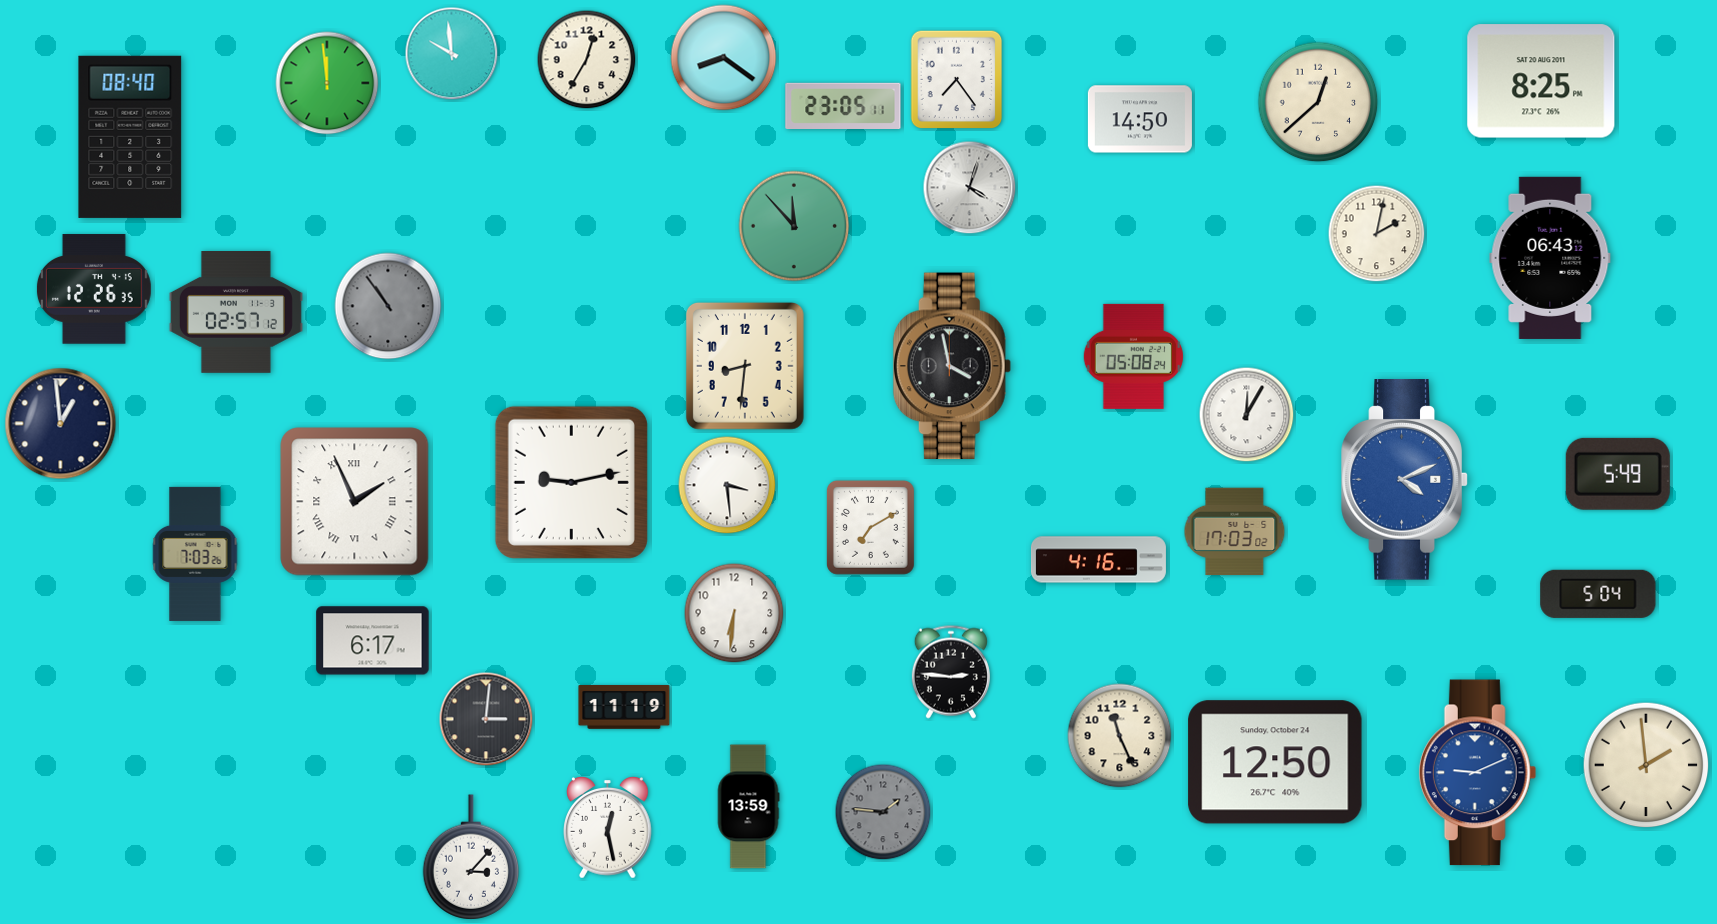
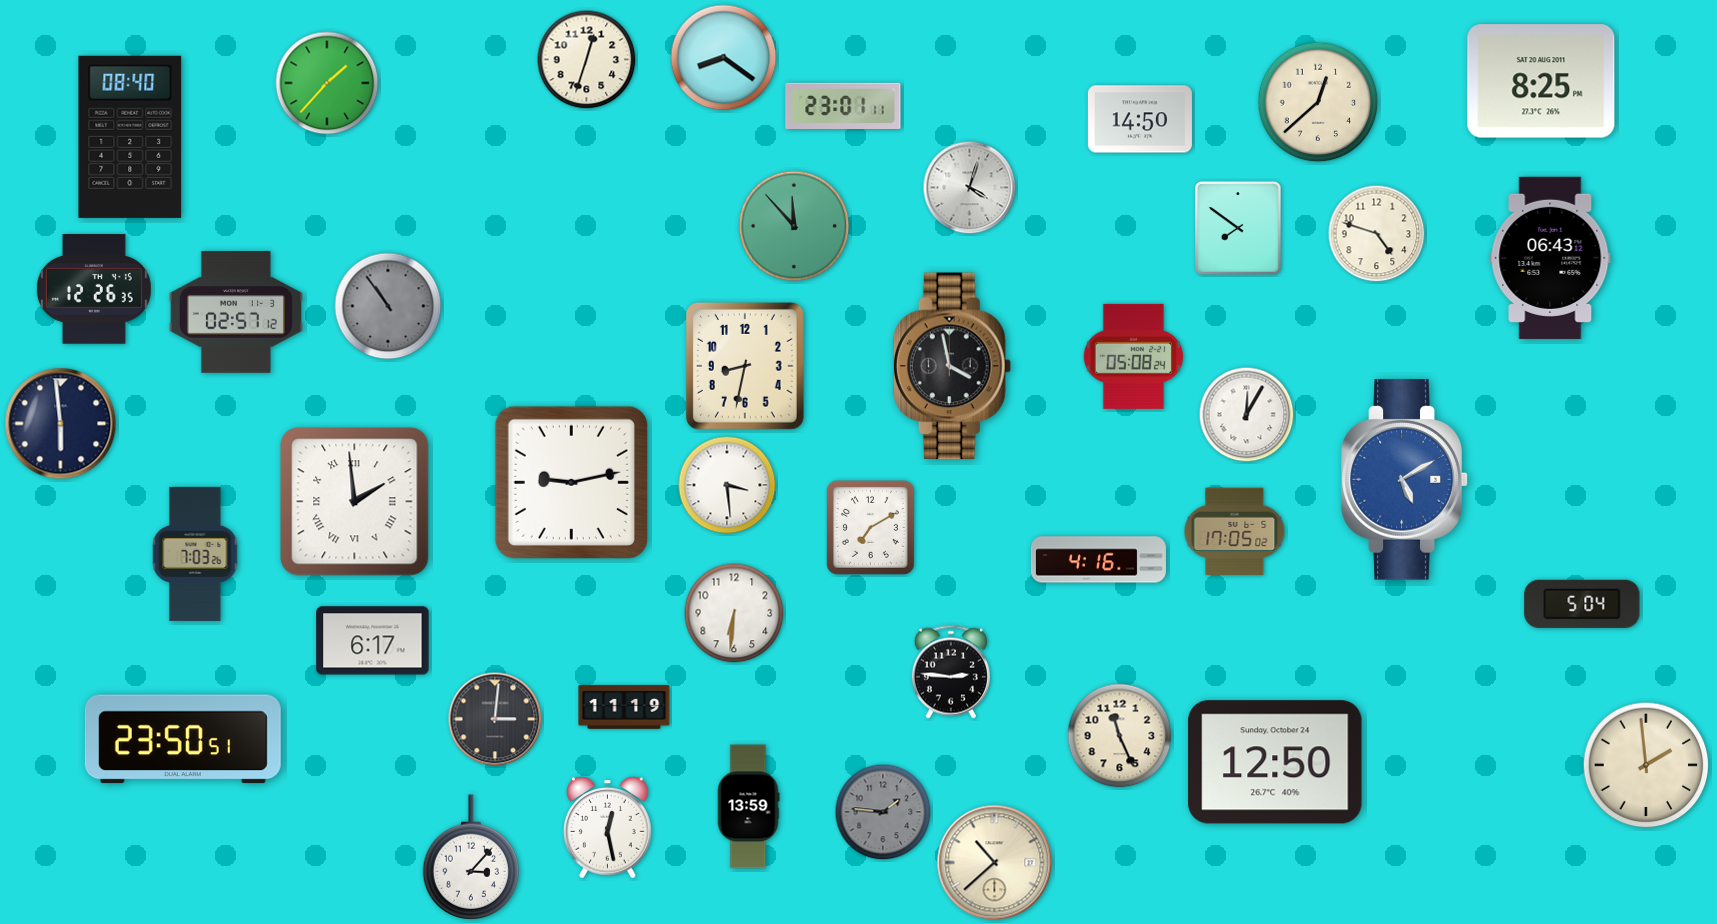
clock at (452, 54): 9:59 -> none
clock at (587, 60): 12:35 -> 12:33
clock at (957, 80): 7:24 -> none
clock at (327, 83): 11:59 -> 1:37
clock at (843, 106): 23:05 -> 23:01
clock at (1238, 228): none -> 7:51
clock at (1377, 234): 2:02 -> 4:48
clock at (745, 366): 8:31 -> 8:32
clock at (61, 424): 12:59 -> 5:59
clock at (1618, 474): 5:49 -> none
clock at (1405, 480): 4:11 -> 5:10
clock at (355, 502): 1:56 -> 1:59
clock at (1235, 532): 17:03 -> 17:05
clock at (1598, 594) position: (1598, 594) -> (1582, 604)
clock at (486, 719) position: (486, 719) -> (495, 719)
clock at (183, 739): none -> 23:50
clock at (1478, 773): 9:11 -> none
clock at (995, 863): none -> 10:38
